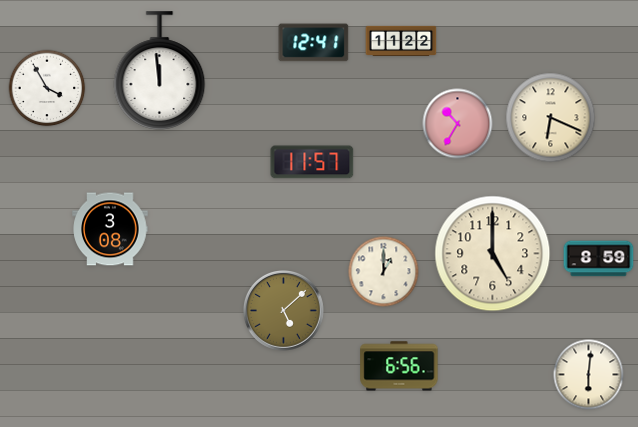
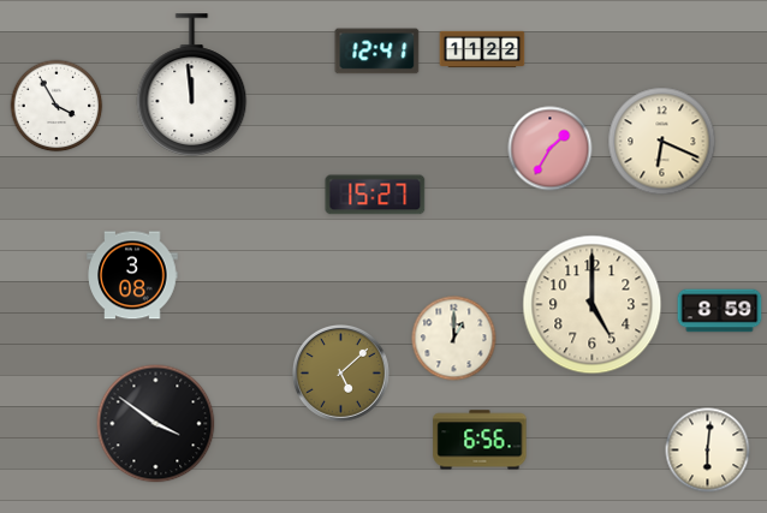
clock at (458, 124): 10:35 -> 1:35
clock at (312, 162): 11:57 -> 15:27
clock at (384, 272) position: (384, 272) -> (454, 339)
clock at (156, 424): none -> 3:51
